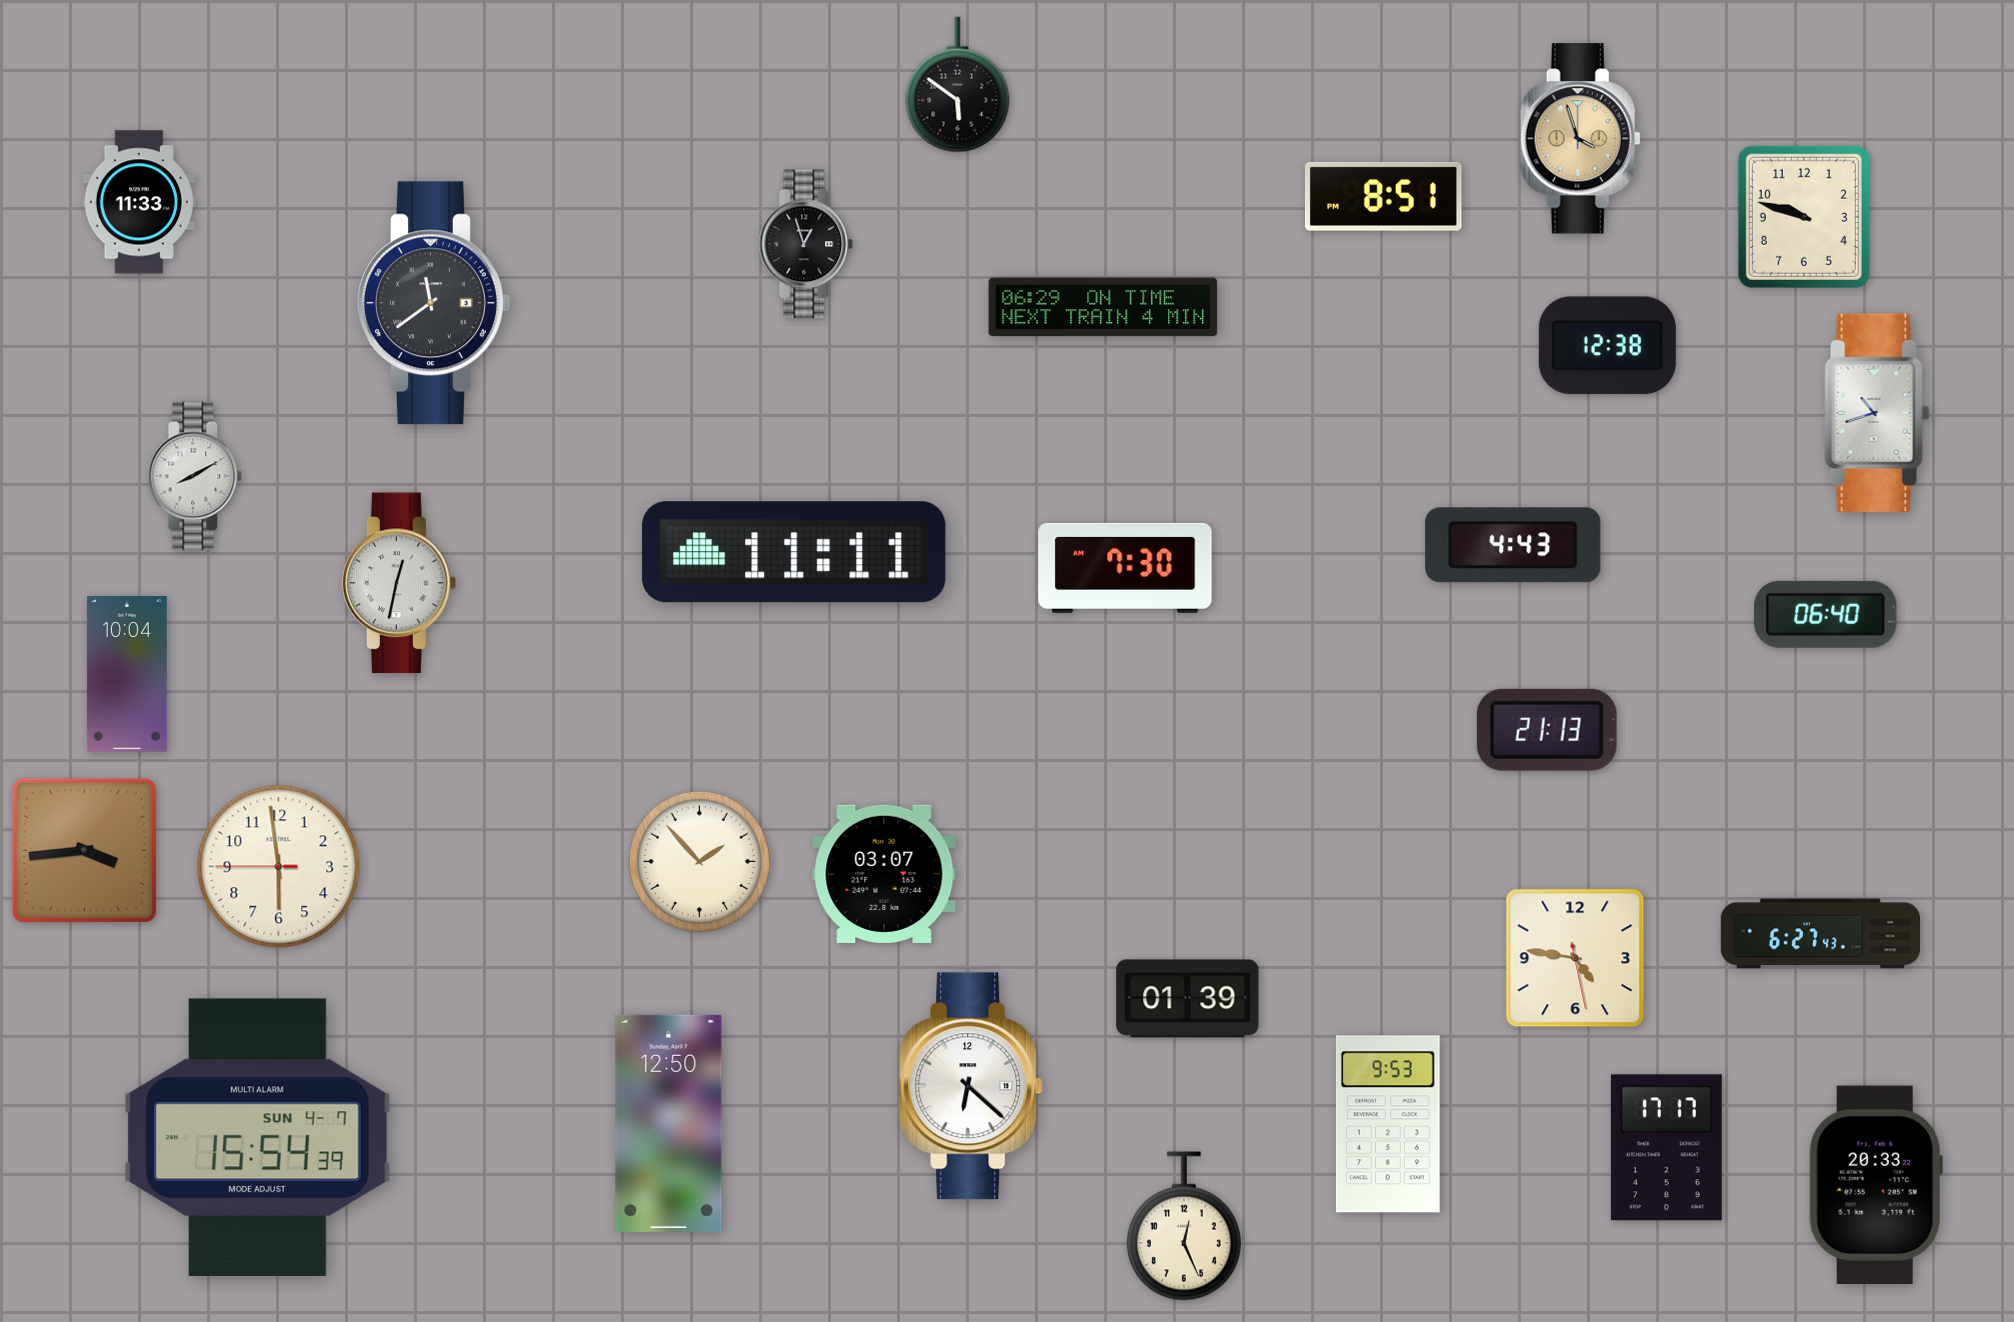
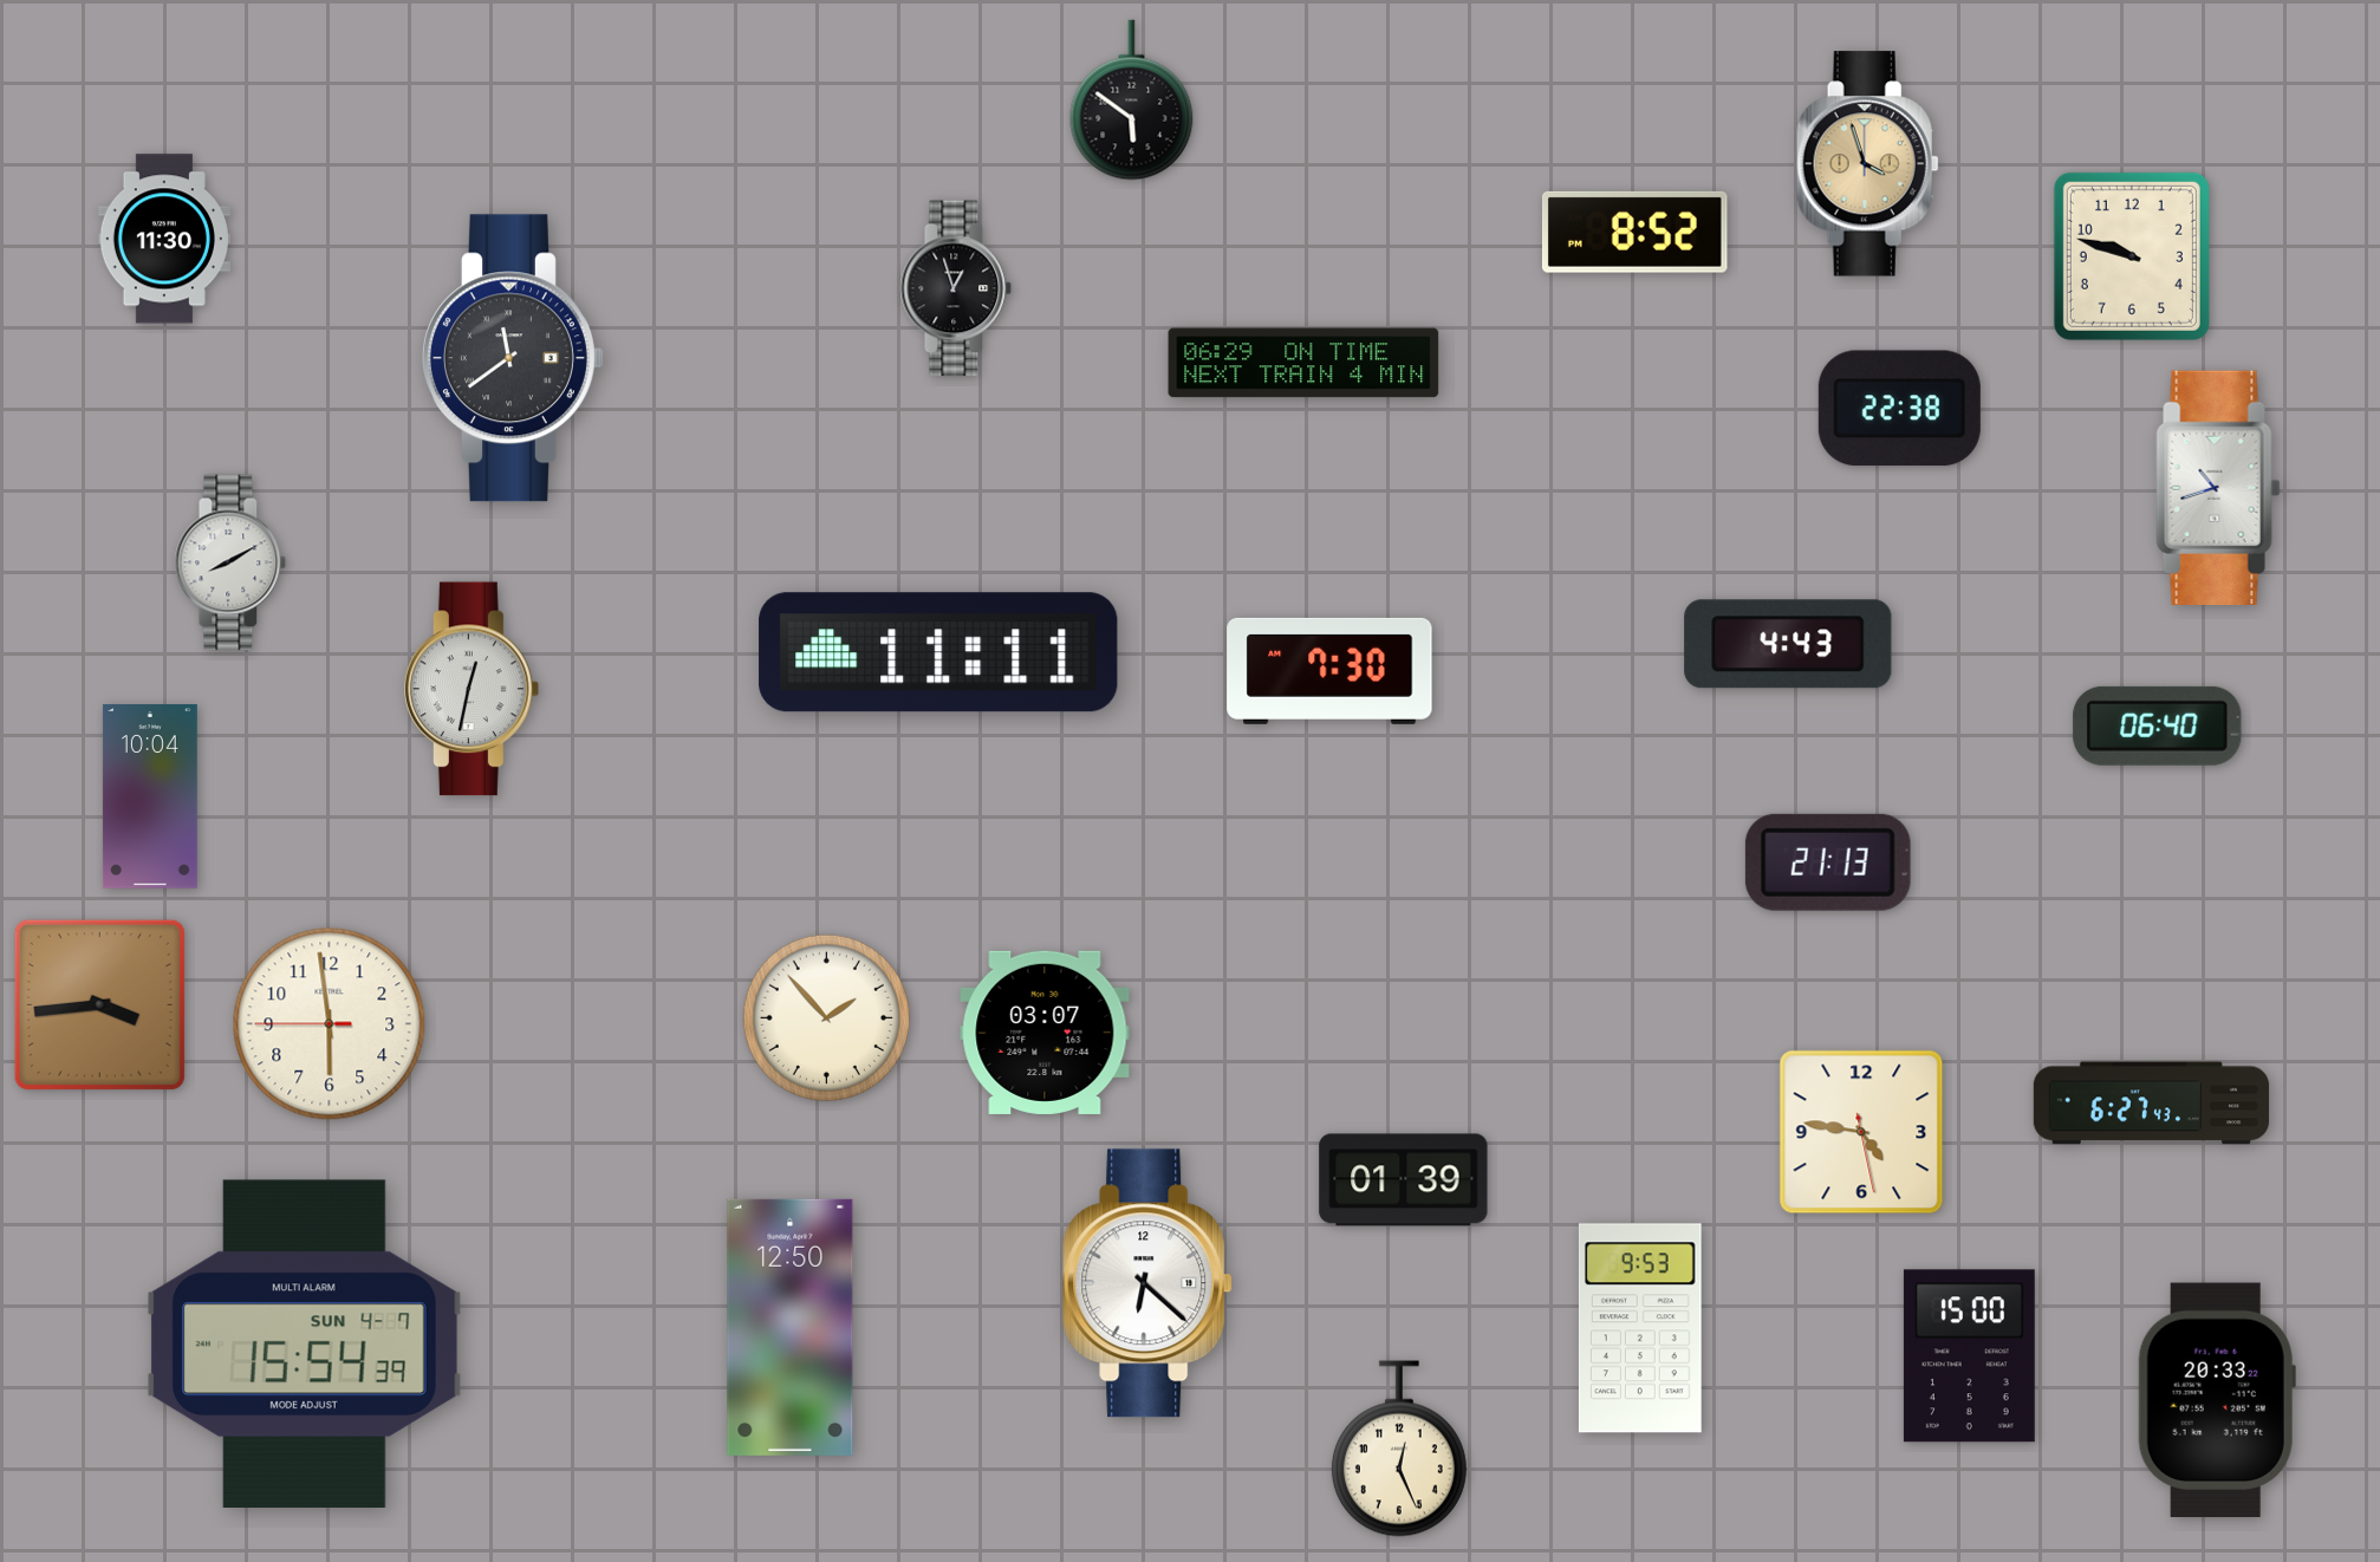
clock at (1383, 196): 8:51 -> 8:52
clock at (139, 202): 11:33 -> 11:30
clock at (806, 244) position: (806, 244) -> (956, 288)
clock at (1607, 346): 12:38 -> 22:38
clock at (1666, 1148): 17:17 -> 15:00
